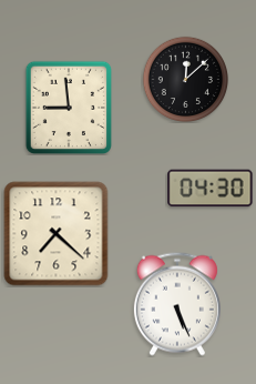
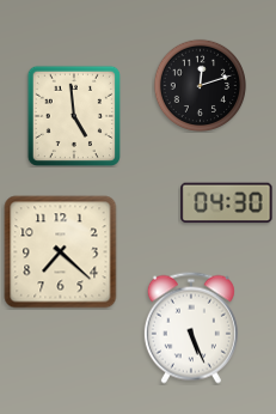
clock at (185, 79): 12:08 -> 12:12
clock at (68, 107): 8:59 -> 4:59
